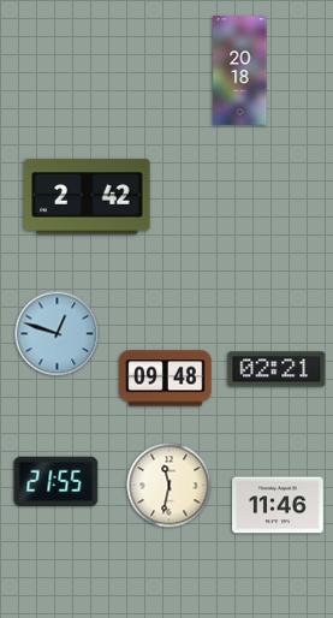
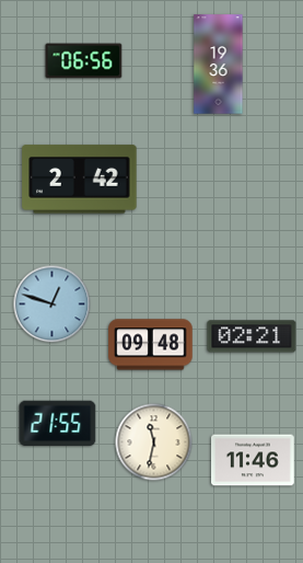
clock at (84, 61): none -> 06:56
clock at (240, 71): 20:18 -> 19:36
clock at (57, 482) position: (57, 482) -> (58, 424)
